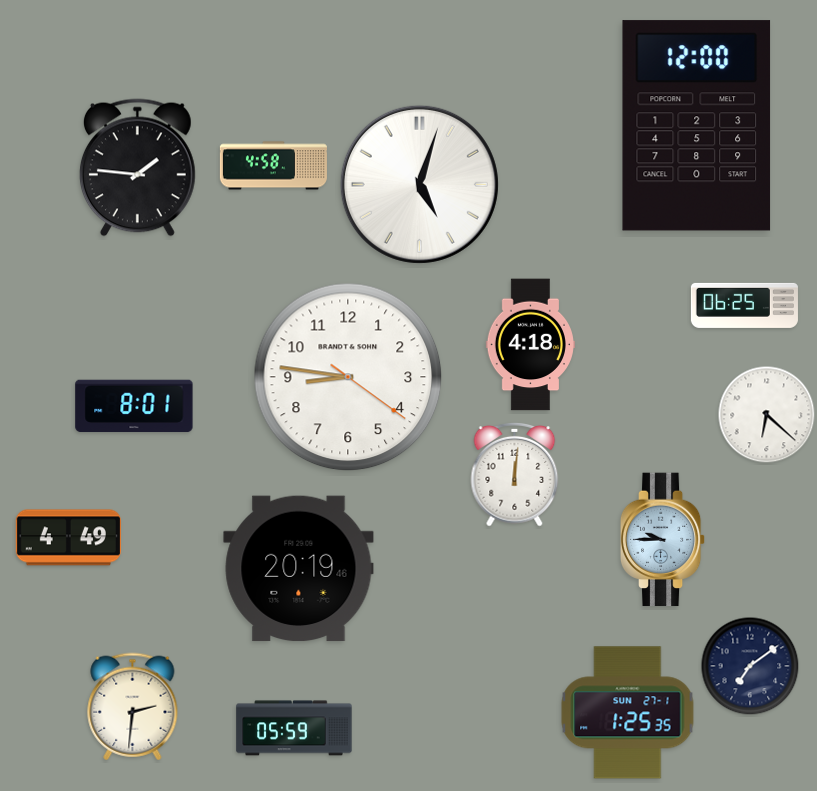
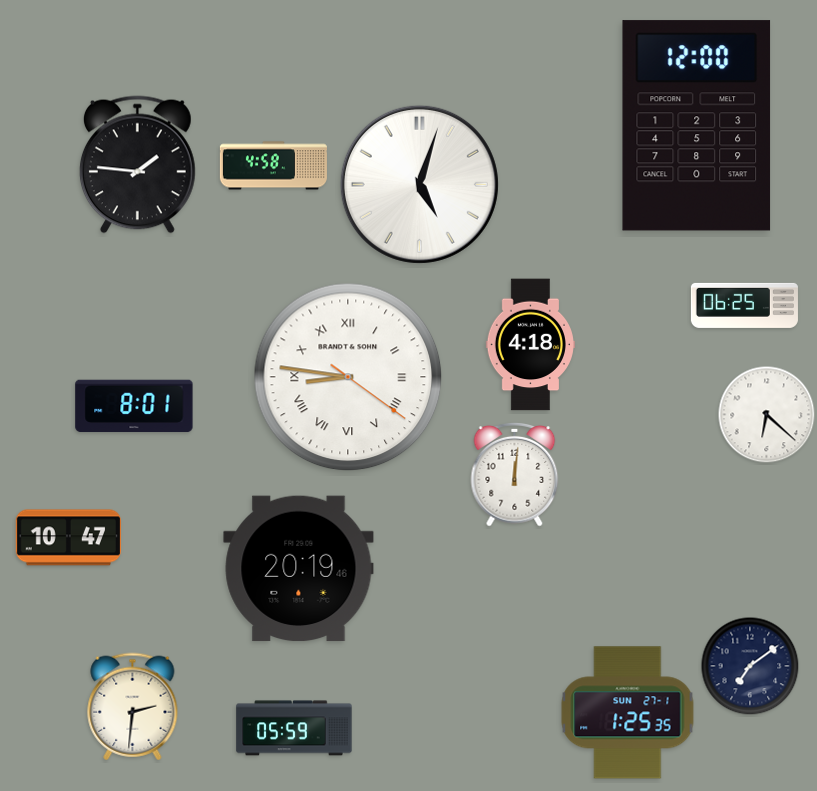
clock at (137, 168) position: (137, 168) -> (137, 165)
clock at (348, 377) numerals: Arabic -> Roman
clock at (68, 538): 4:49 -> 10:47
clock at (663, 540): 9:45 -> none
